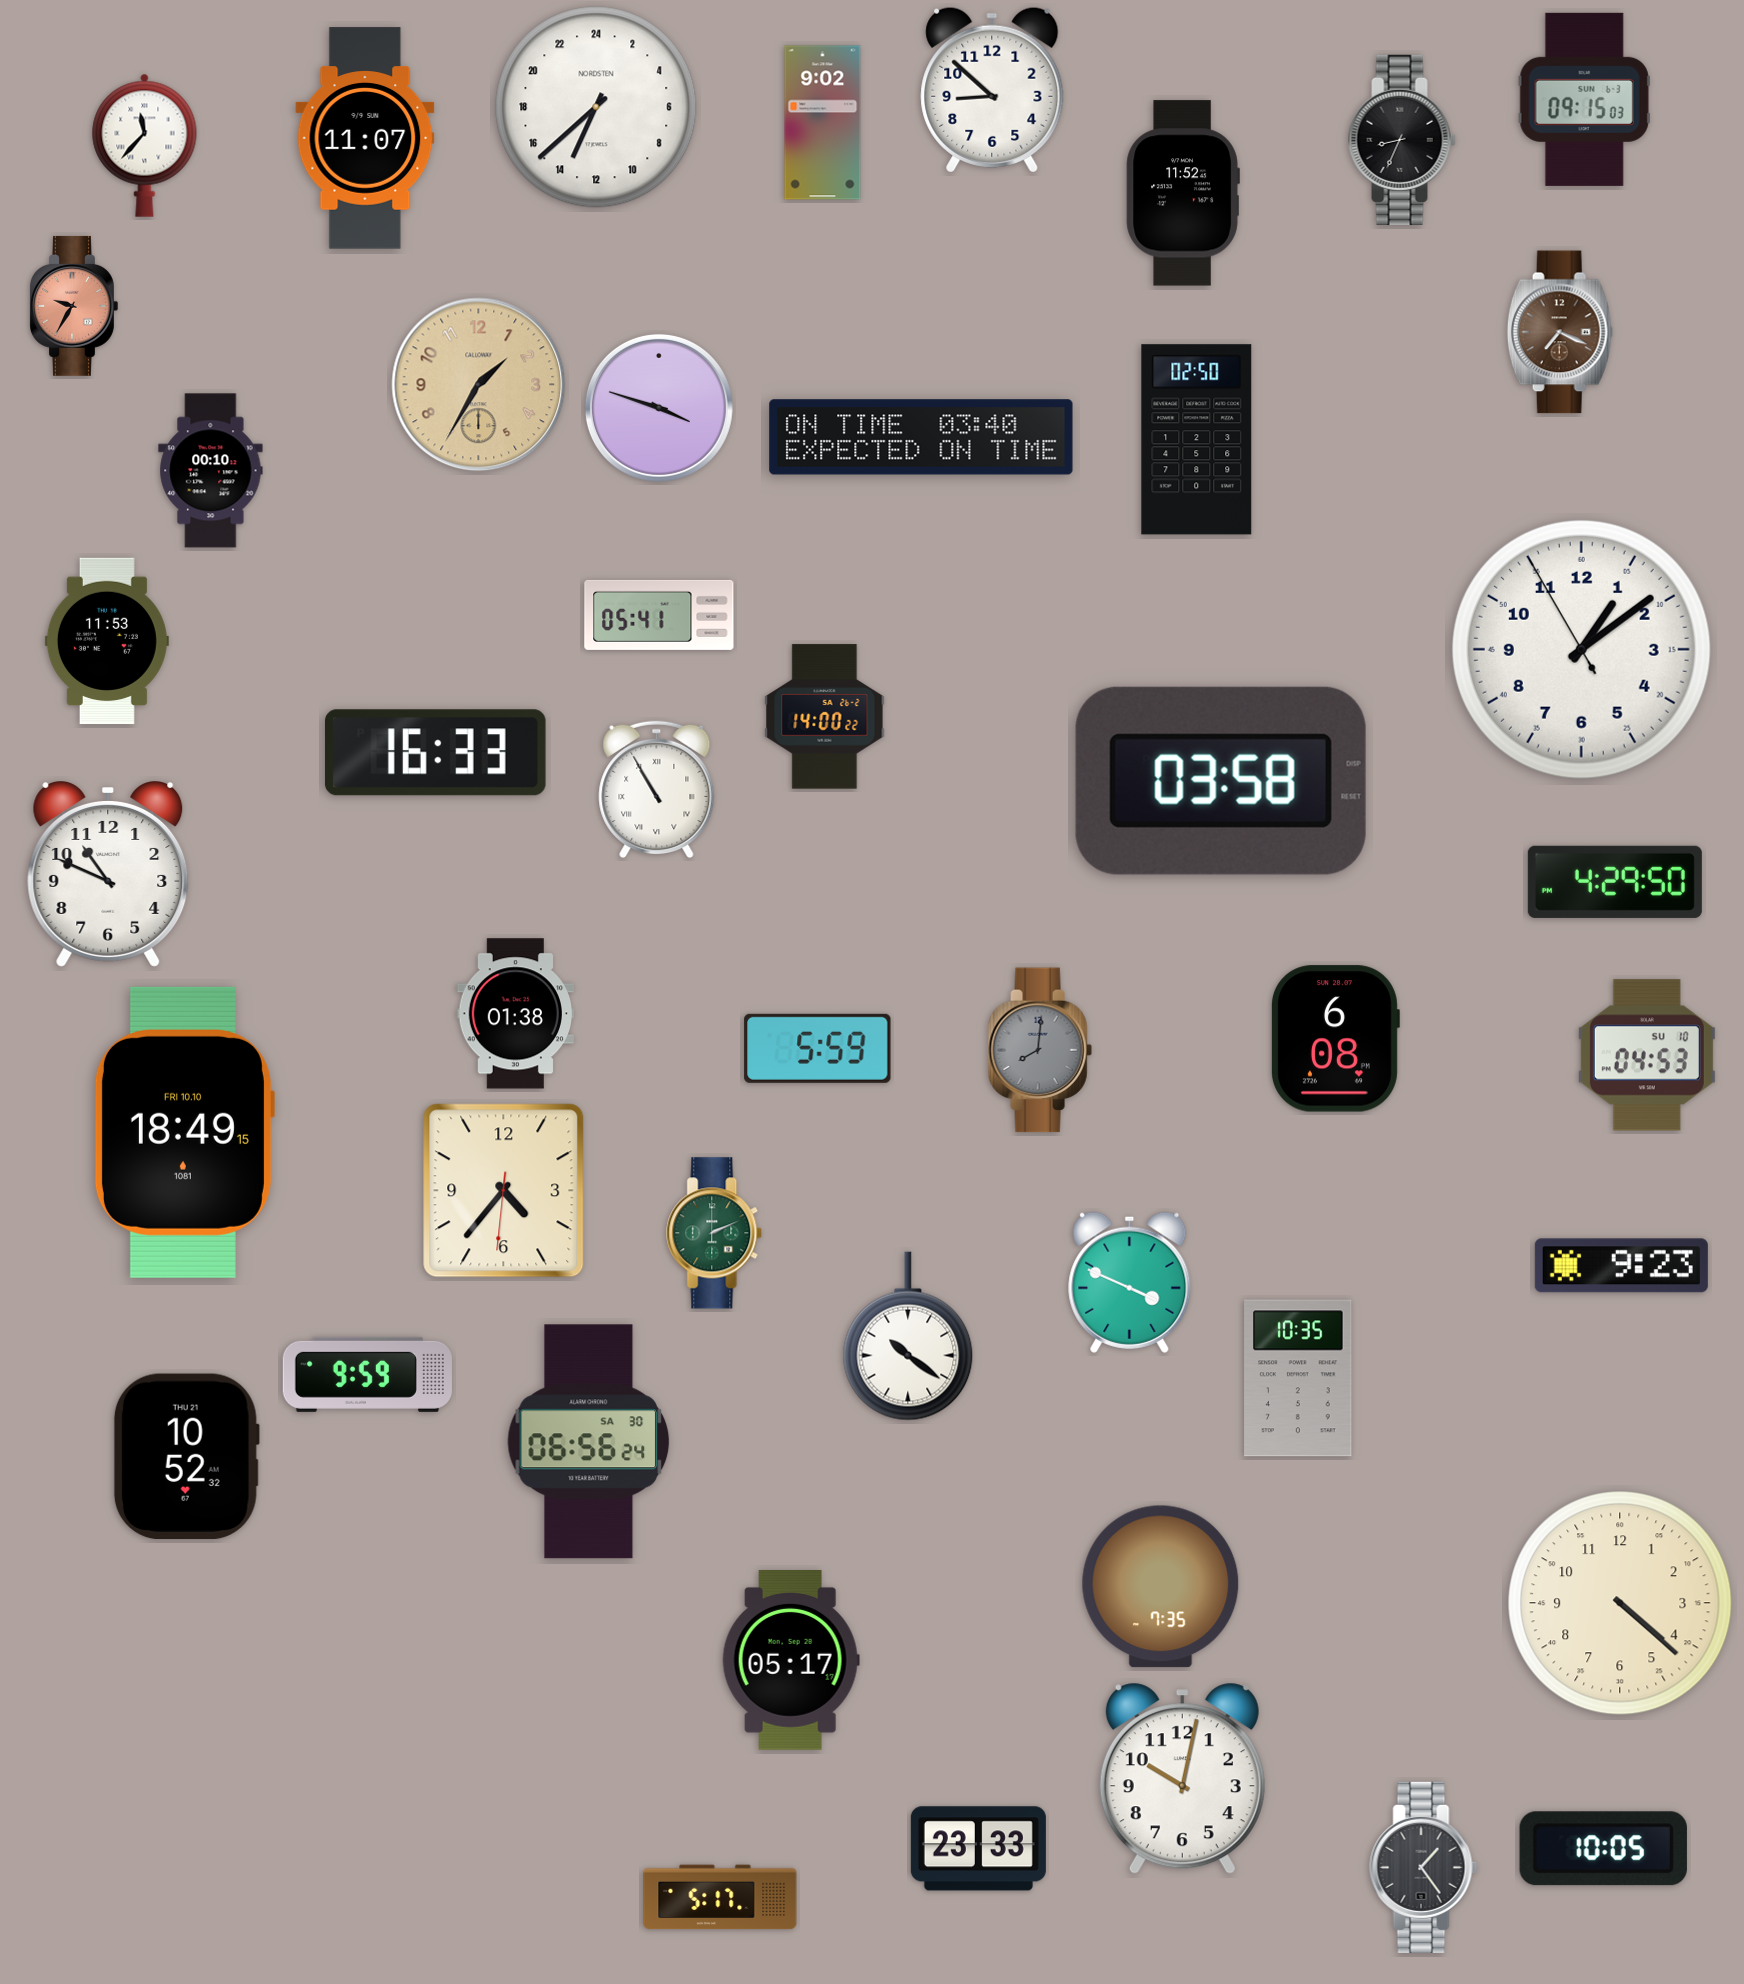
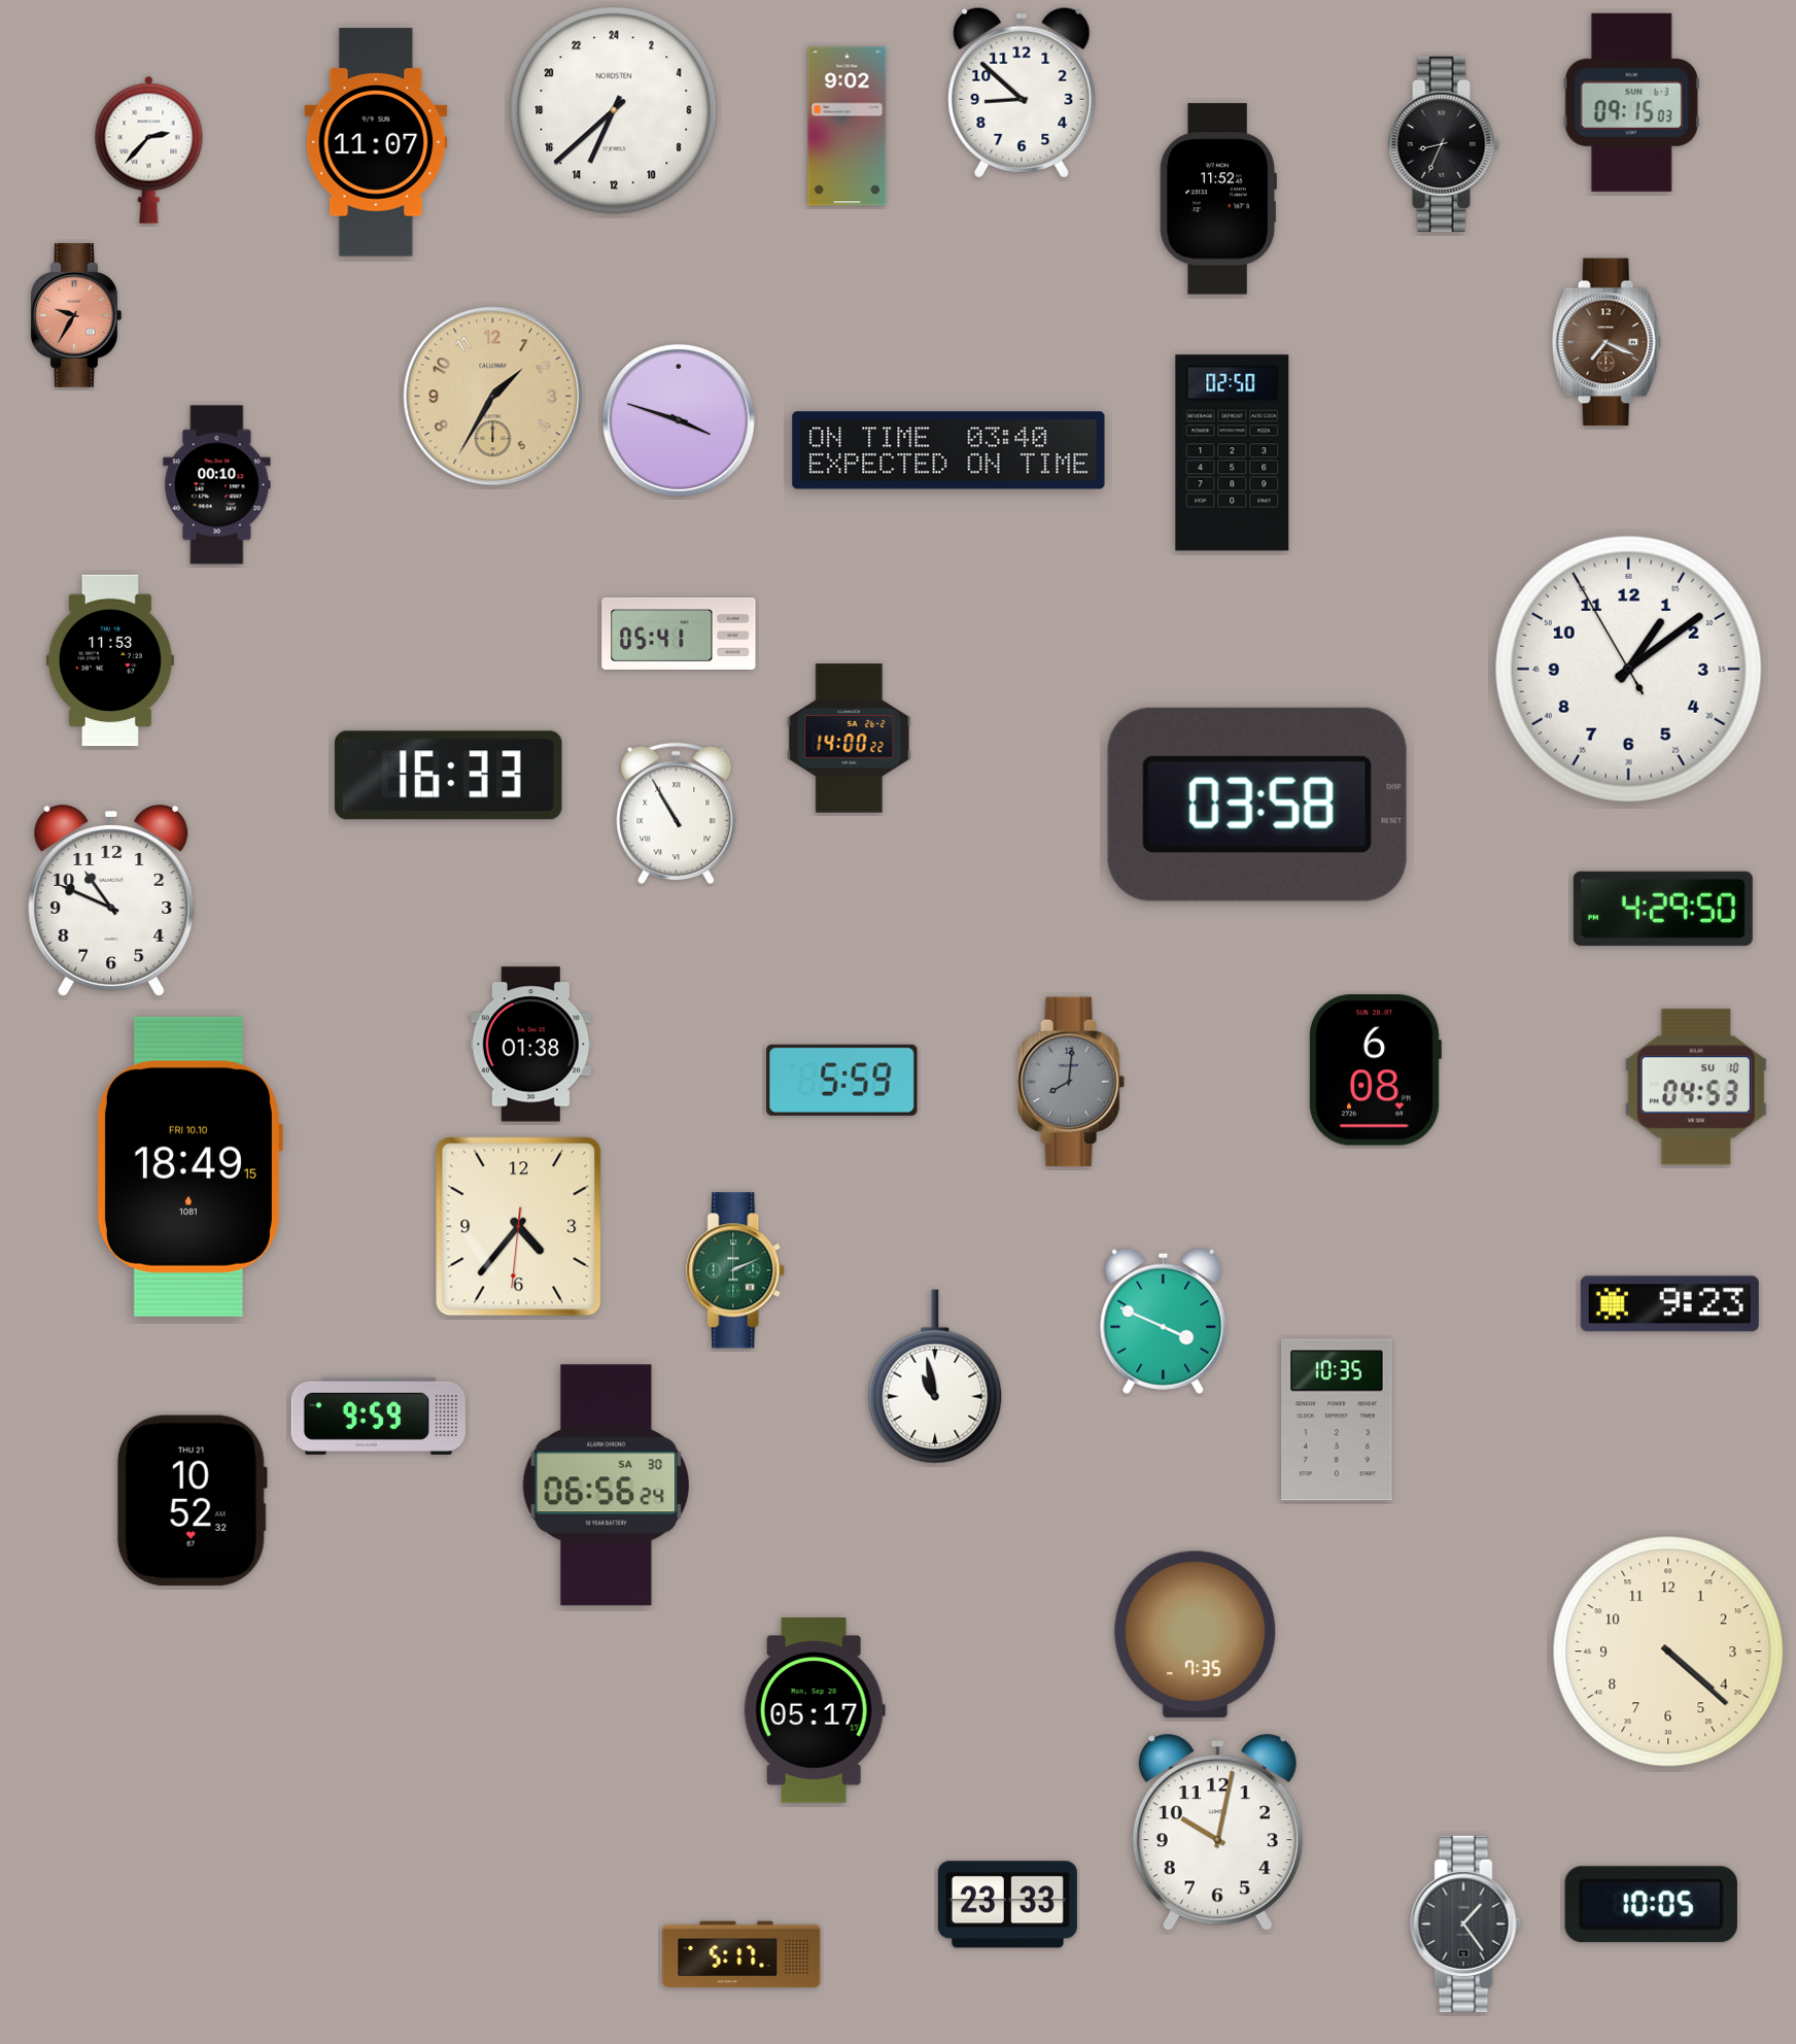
clock at (145, 145): 11:37 -> 2:37
clock at (908, 1336): 10:21 -> 10:58
